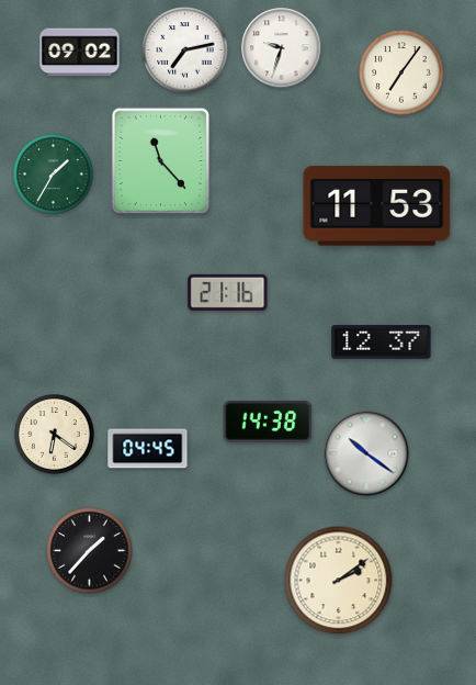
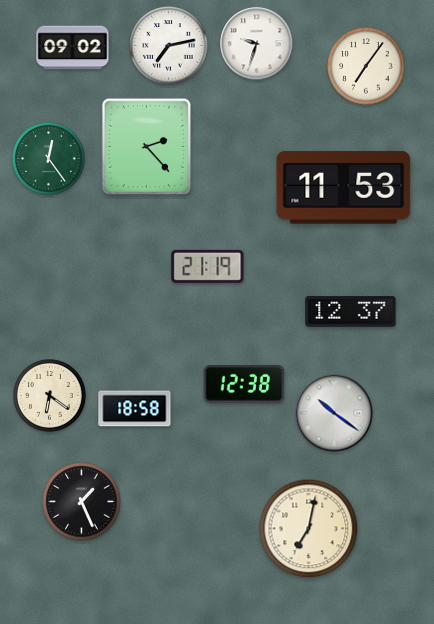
clock at (161, 161): 11:23 -> 2:23
clock at (54, 175): 1:35 -> 12:24
clock at (228, 292): 21:16 -> 21:19
clock at (382, 343) position: (382, 343) -> (351, 312)
clock at (268, 422): 14:38 -> 12:38
clock at (148, 449): 04:45 -> 18:58
clock at (90, 551): 1:37 -> 1:26
clock at (339, 581): 2:09 -> 7:02
